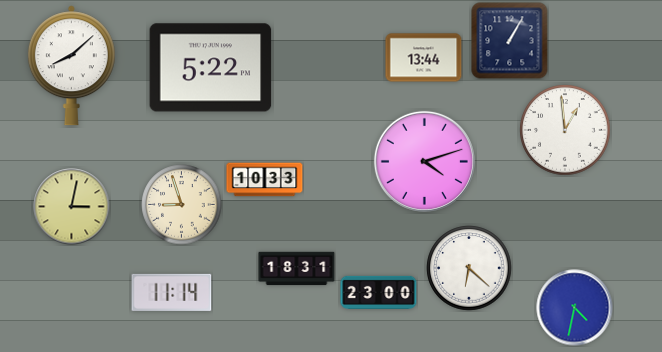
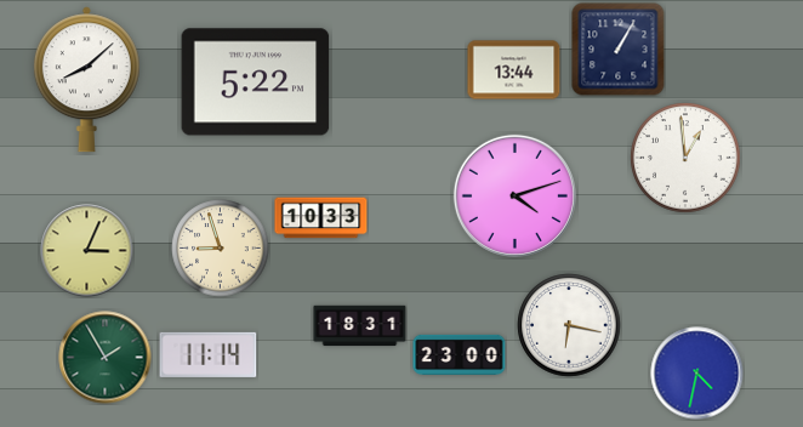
clock at (72, 207): 3:02 -> 3:04
clock at (469, 268): 6:22 -> 6:17
clock at (106, 358): none -> 1:55
